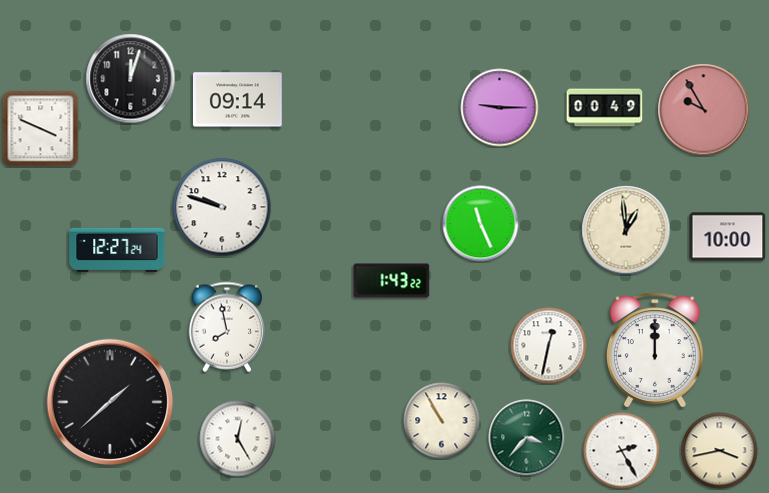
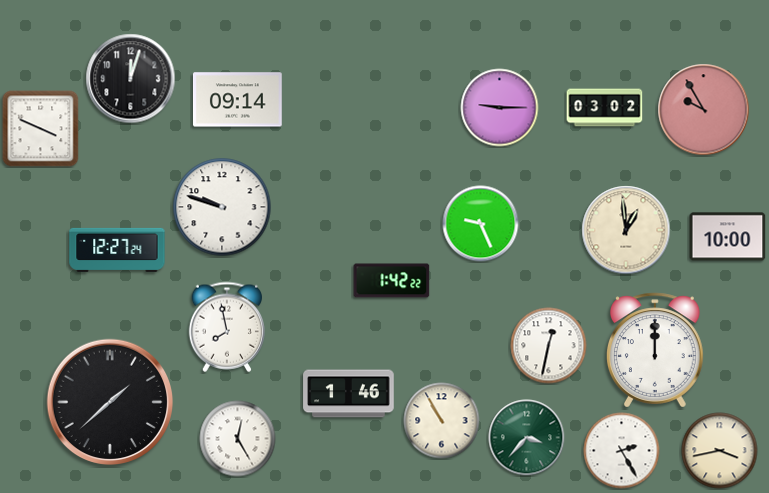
clock at (605, 108): 00:49 -> 03:02
clock at (481, 224): 11:26 -> 9:26
clock at (392, 281): 1:43 -> 1:42
clock at (349, 394): none -> 1:46
